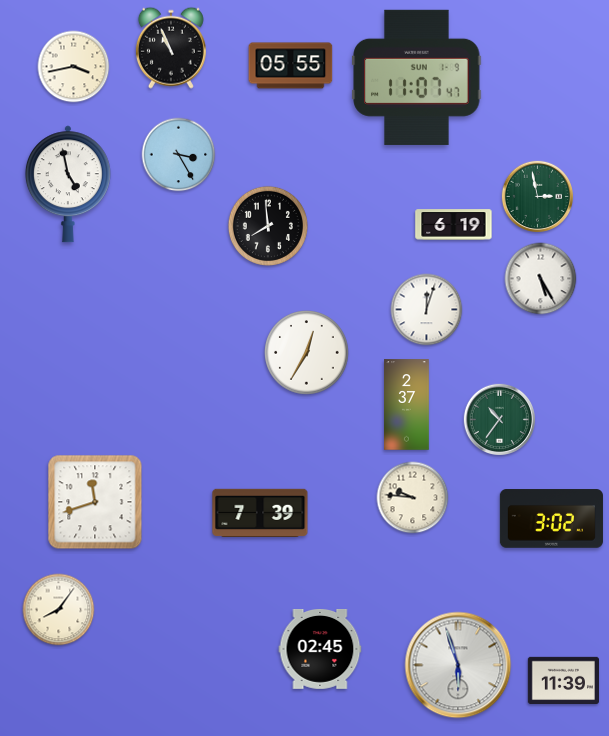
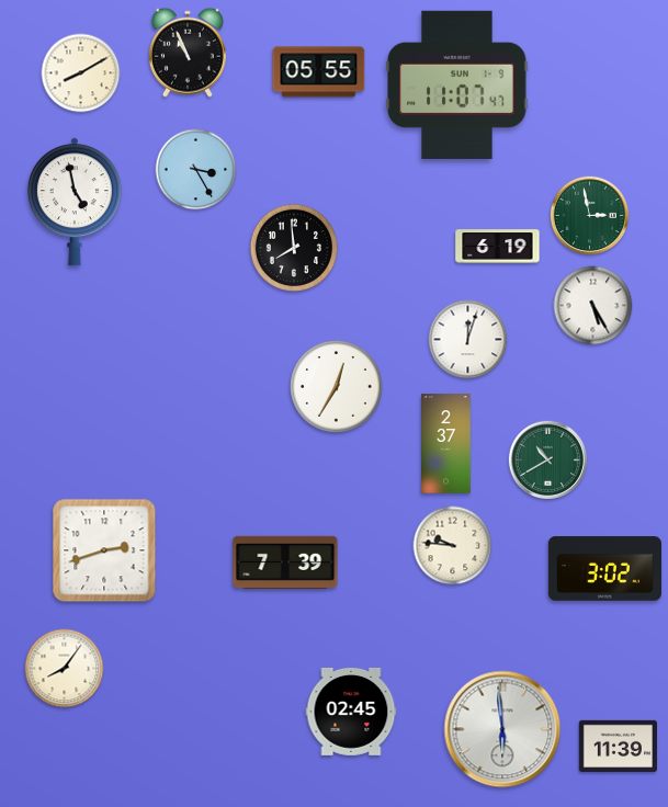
clock at (74, 67): 3:43 -> 8:10
clock at (499, 419): 10:36 -> 10:40
clock at (95, 502): 11:42 -> 2:42
clock at (458, 665): 5:57 -> 5:59
